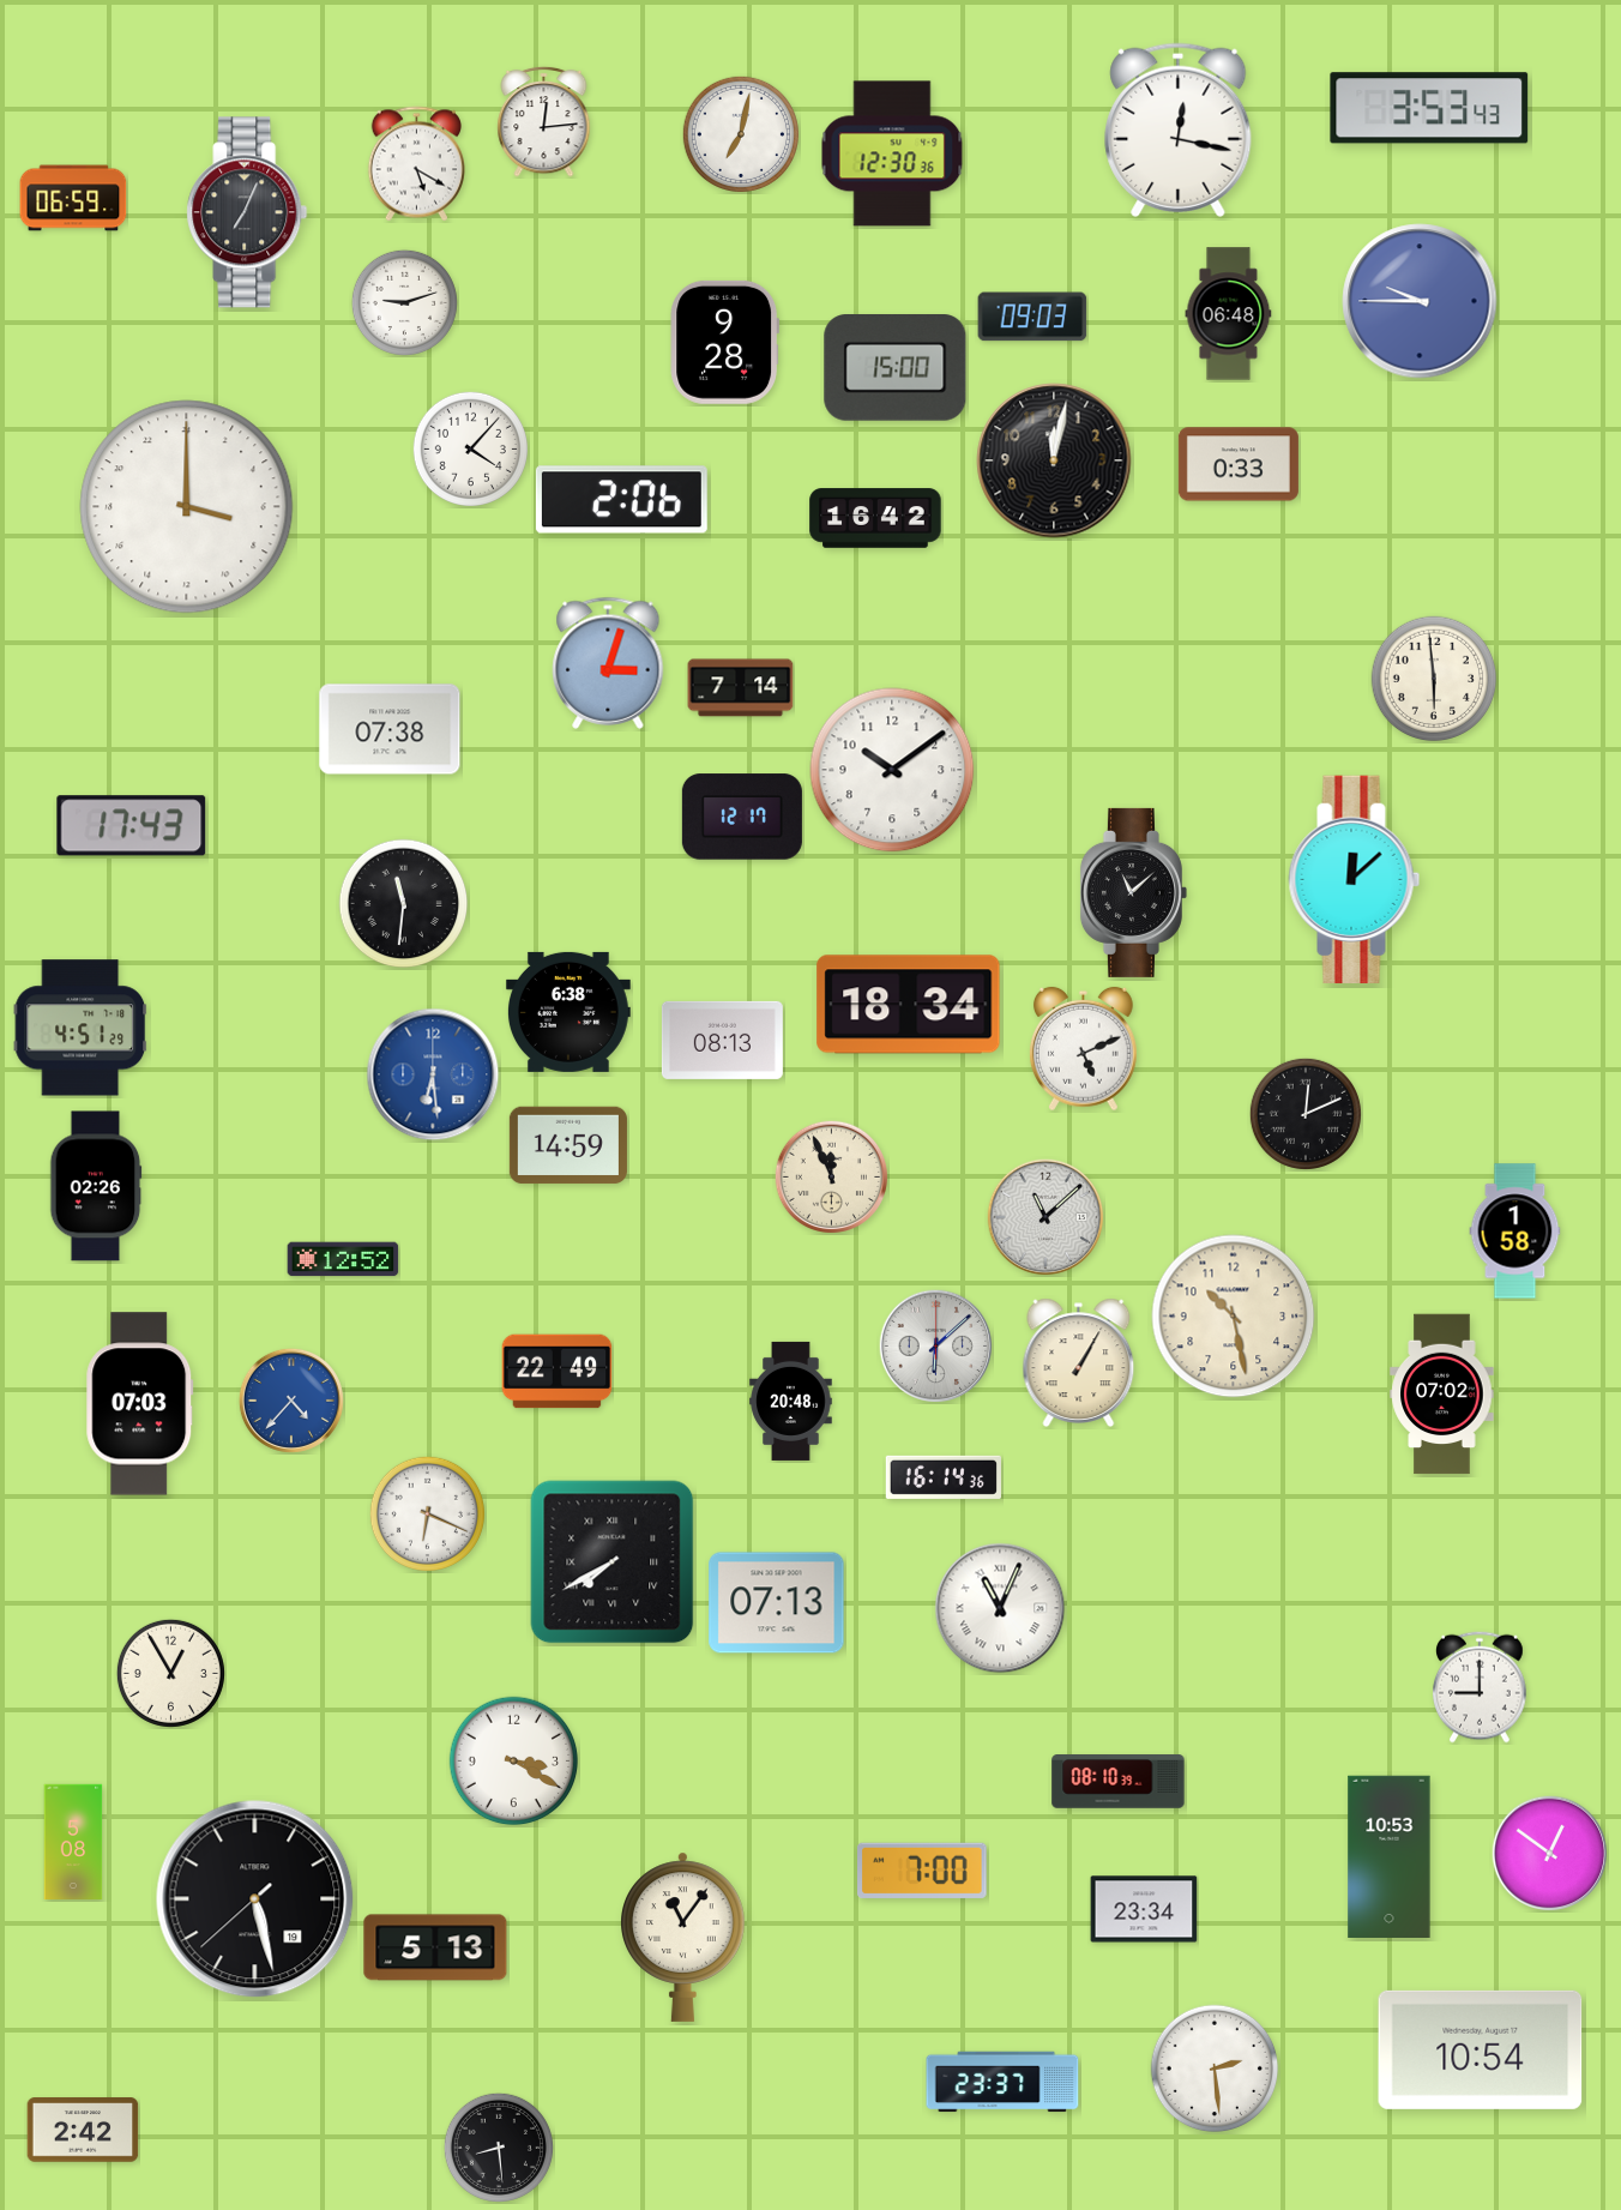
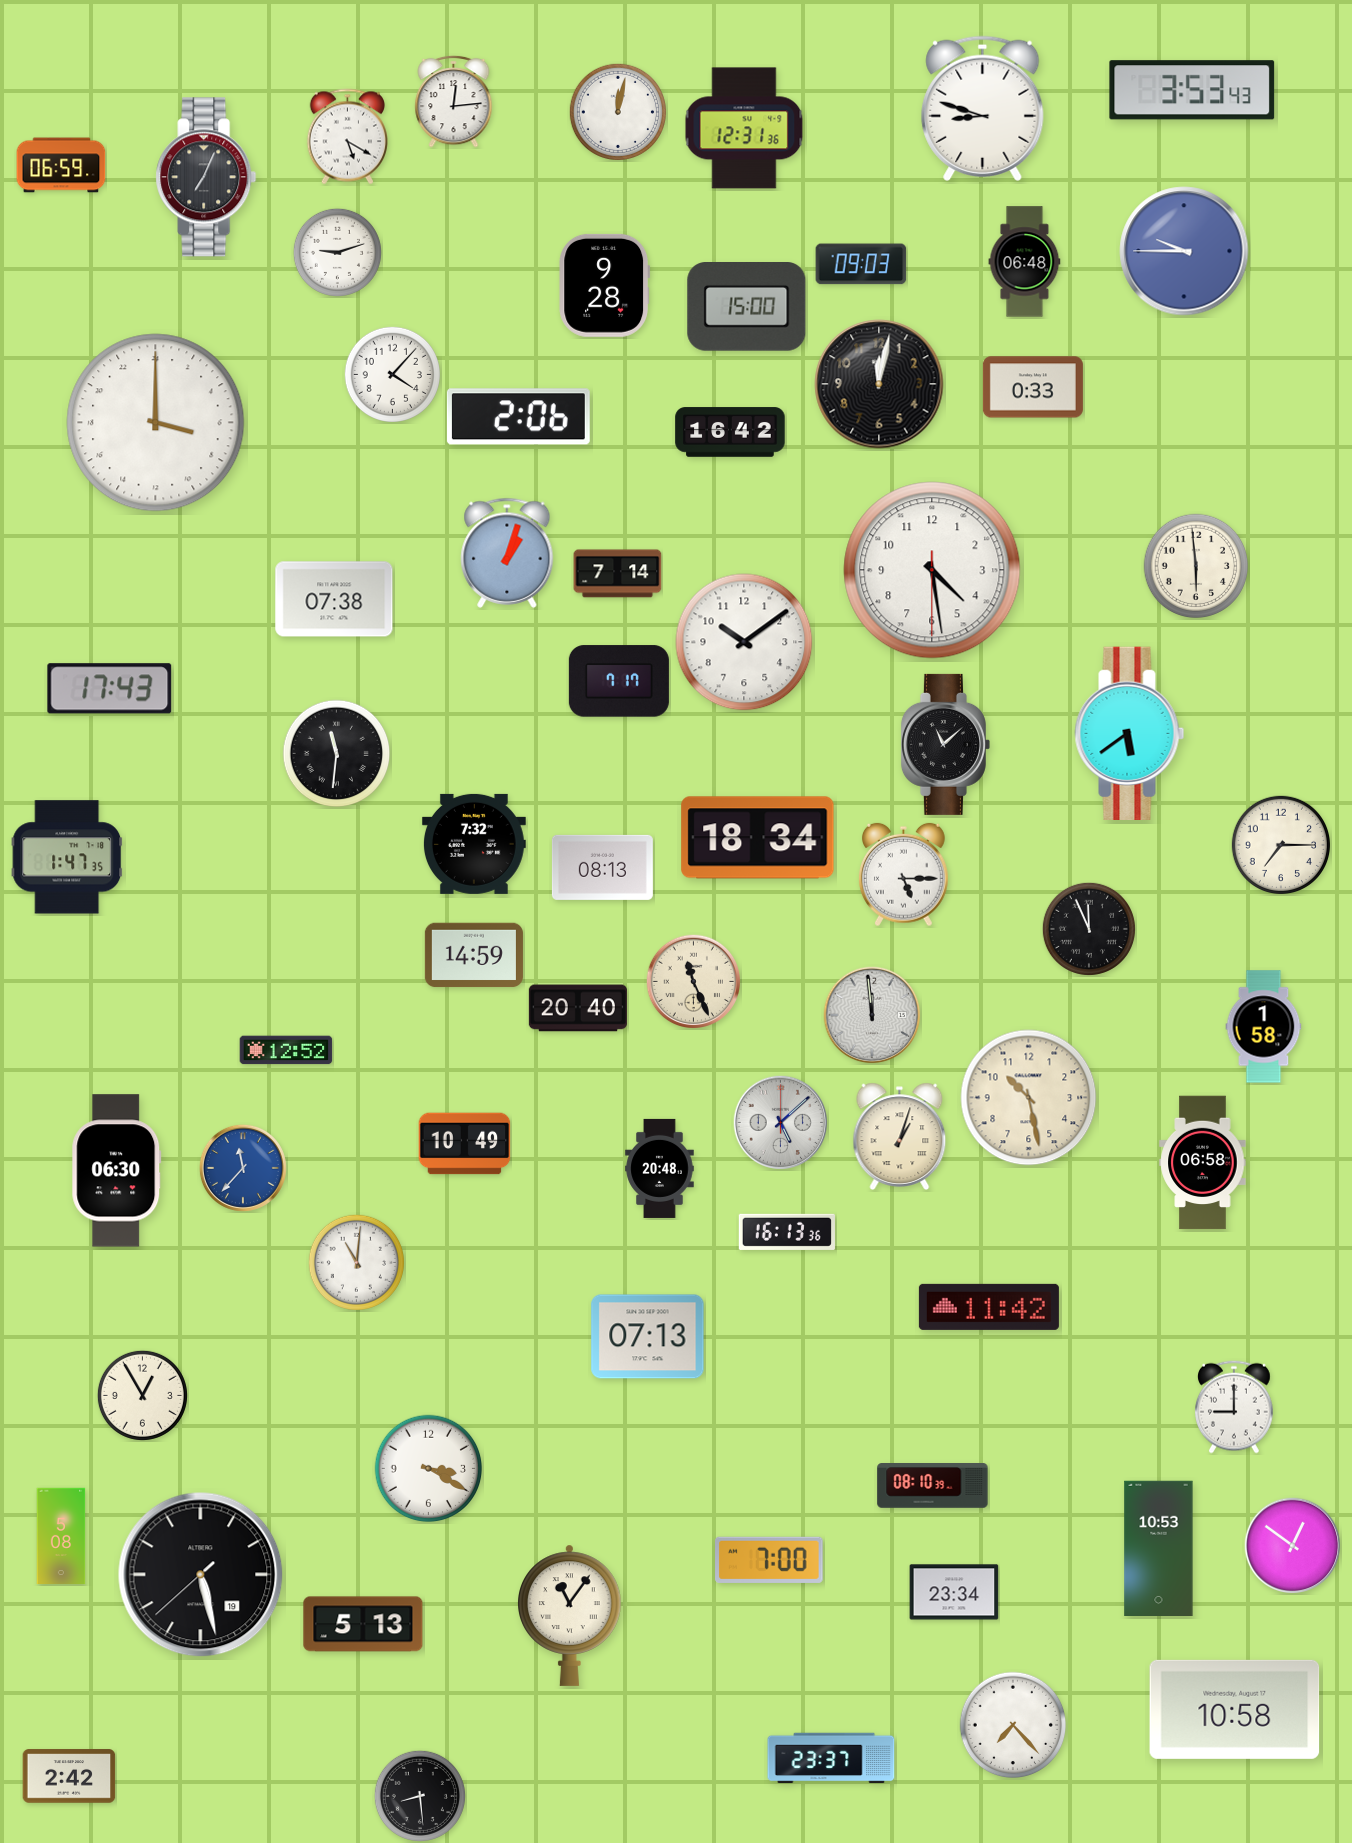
clock at (1179, 130): 12:17 -> 8:48
clock at (740, 133): 7:02 -> 12:02
clock at (892, 153): 12:30 -> 12:31
clock at (608, 663): 3:03 -> 1:03
clock at (932, 570): none -> 4:28
clock at (390, 729) position: (390, 729) -> (334, 599)
clock at (742, 817): 12:17 -> 7:17
clock at (1355, 879): 12:08 -> 5:39
clock at (568, 1012): 6:38 -> 7:32
clock at (1280, 844): none -> 7:15
clock at (80, 1028): 4:51 -> 1:47
clock at (1083, 1049): 5:11 -> 5:15
clock at (433, 1074): 6:29 -> none
clock at (1306, 1114): 12:11 -> 11:56
clock at (831, 1176): 11:56 -> 11:26
clock at (96, 1186): 02:26 -> none
clock at (578, 1008): none -> 20:40
clock at (1045, 1217): 11:08 -> 11:59
clock at (935, 1345): 6:08 -> 5:08
clock at (1079, 1362): 1:05 -> 1:03
clock at (558, 1372): 22:49 -> 10:49
clock at (1442, 1395): 07:02 -> 06:58
clock at (291, 1401): 4:37 -> 11:37
clock at (140, 1404): 07:03 -> 06:30
clock at (944, 1477): 16:14 -> 16:13
clock at (427, 1513): 6:19 -> 11:01
clock at (613, 1562): 7:40 -> none
clock at (989, 1307): none -> 11:42
clock at (1000, 1608): 11:04 -> none
clock at (255, 1899) position: (255, 1899) -> (201, 1575)
clock at (1481, 2049): 10:54 -> 10:58
clock at (1215, 2069): 2:29 -> 7:23
clock at (1002, 2082) position: (1002, 2082) -> (831, 1758)
clock at (499, 2148) position: (499, 2148) -> (420, 1796)
